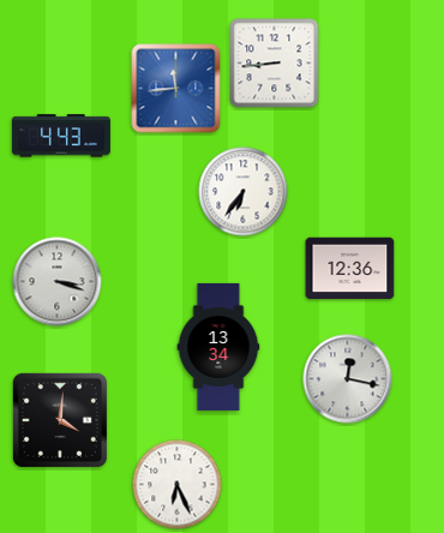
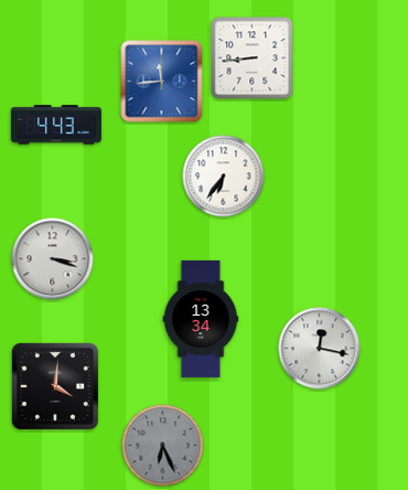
clock at (350, 269): 12:36 -> none
clock at (178, 485) dial: white -> grey
